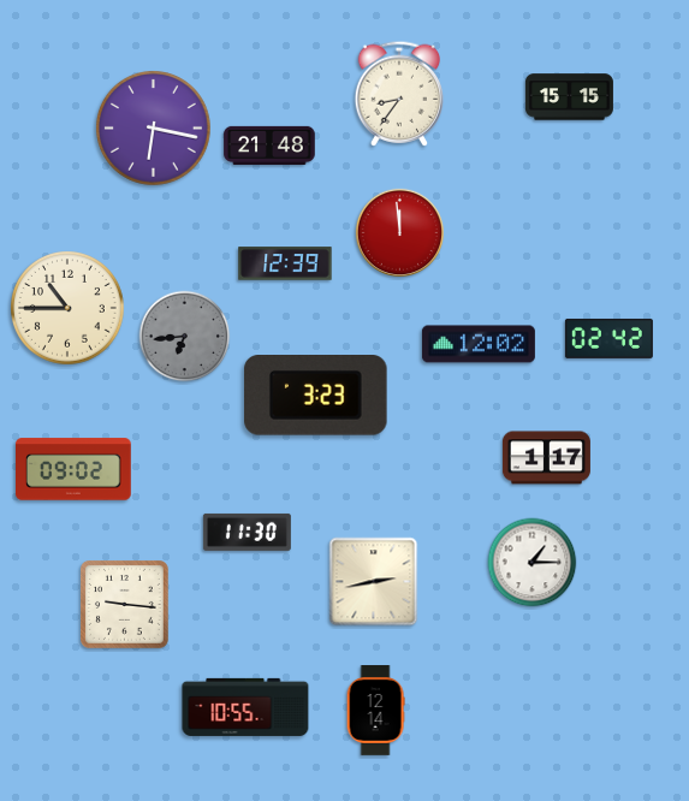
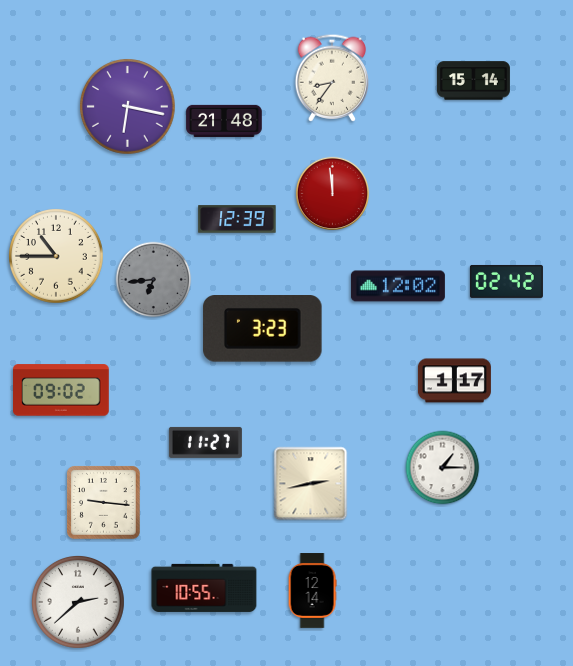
clock at (569, 97): 15:15 -> 15:14
clock at (247, 532): 11:30 -> 11:27
clock at (78, 602): none -> 2:38
